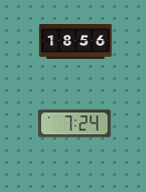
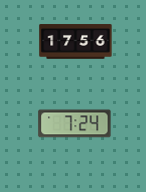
clock at (76, 42): 18:56 -> 17:56
